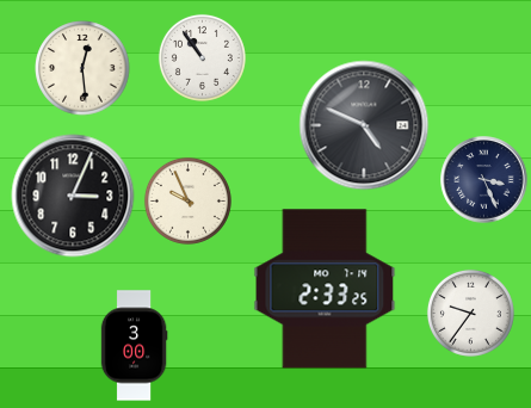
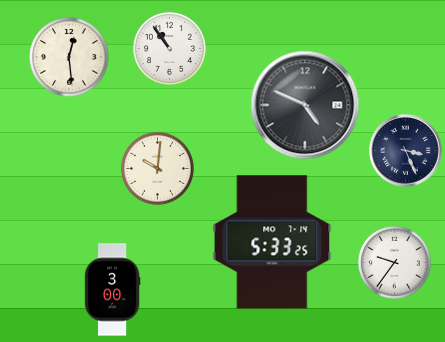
clock at (73, 196): 3:04 -> none
clock at (187, 200): 9:56 -> 10:01
clock at (325, 289): 2:33 -> 5:33
